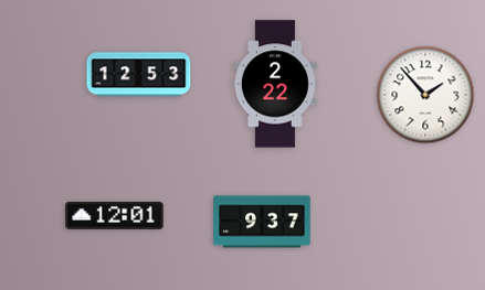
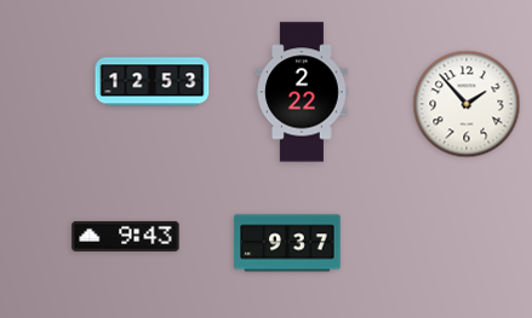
clock at (115, 215): 12:01 -> 9:43
